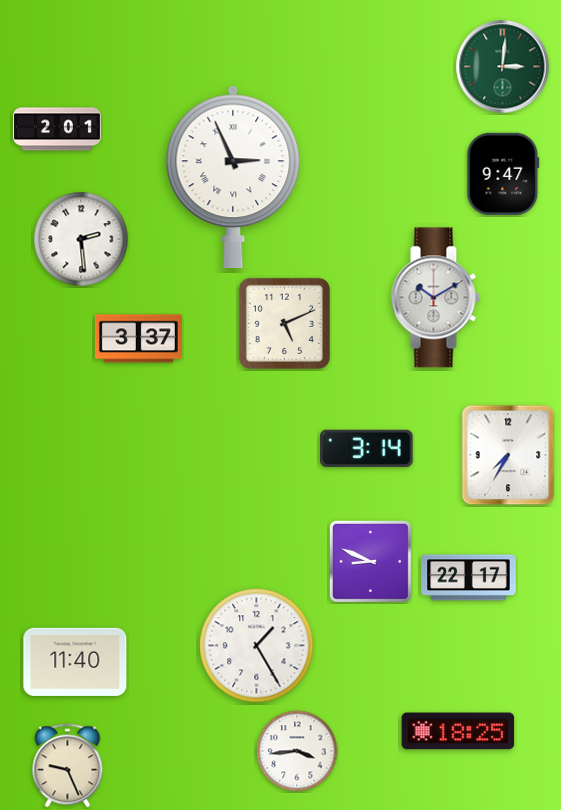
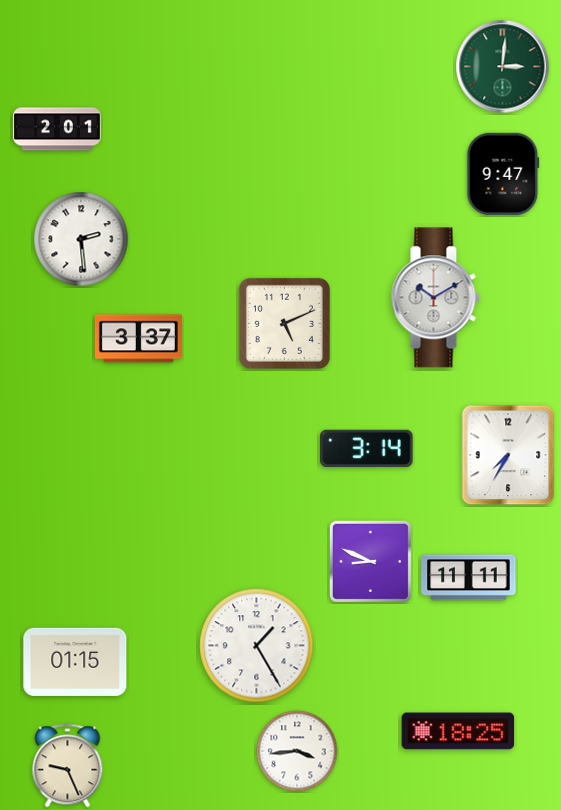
clock at (233, 177): 2:56 -> none
clock at (469, 578): 22:17 -> 11:11
clock at (75, 662): 11:40 -> 01:15
